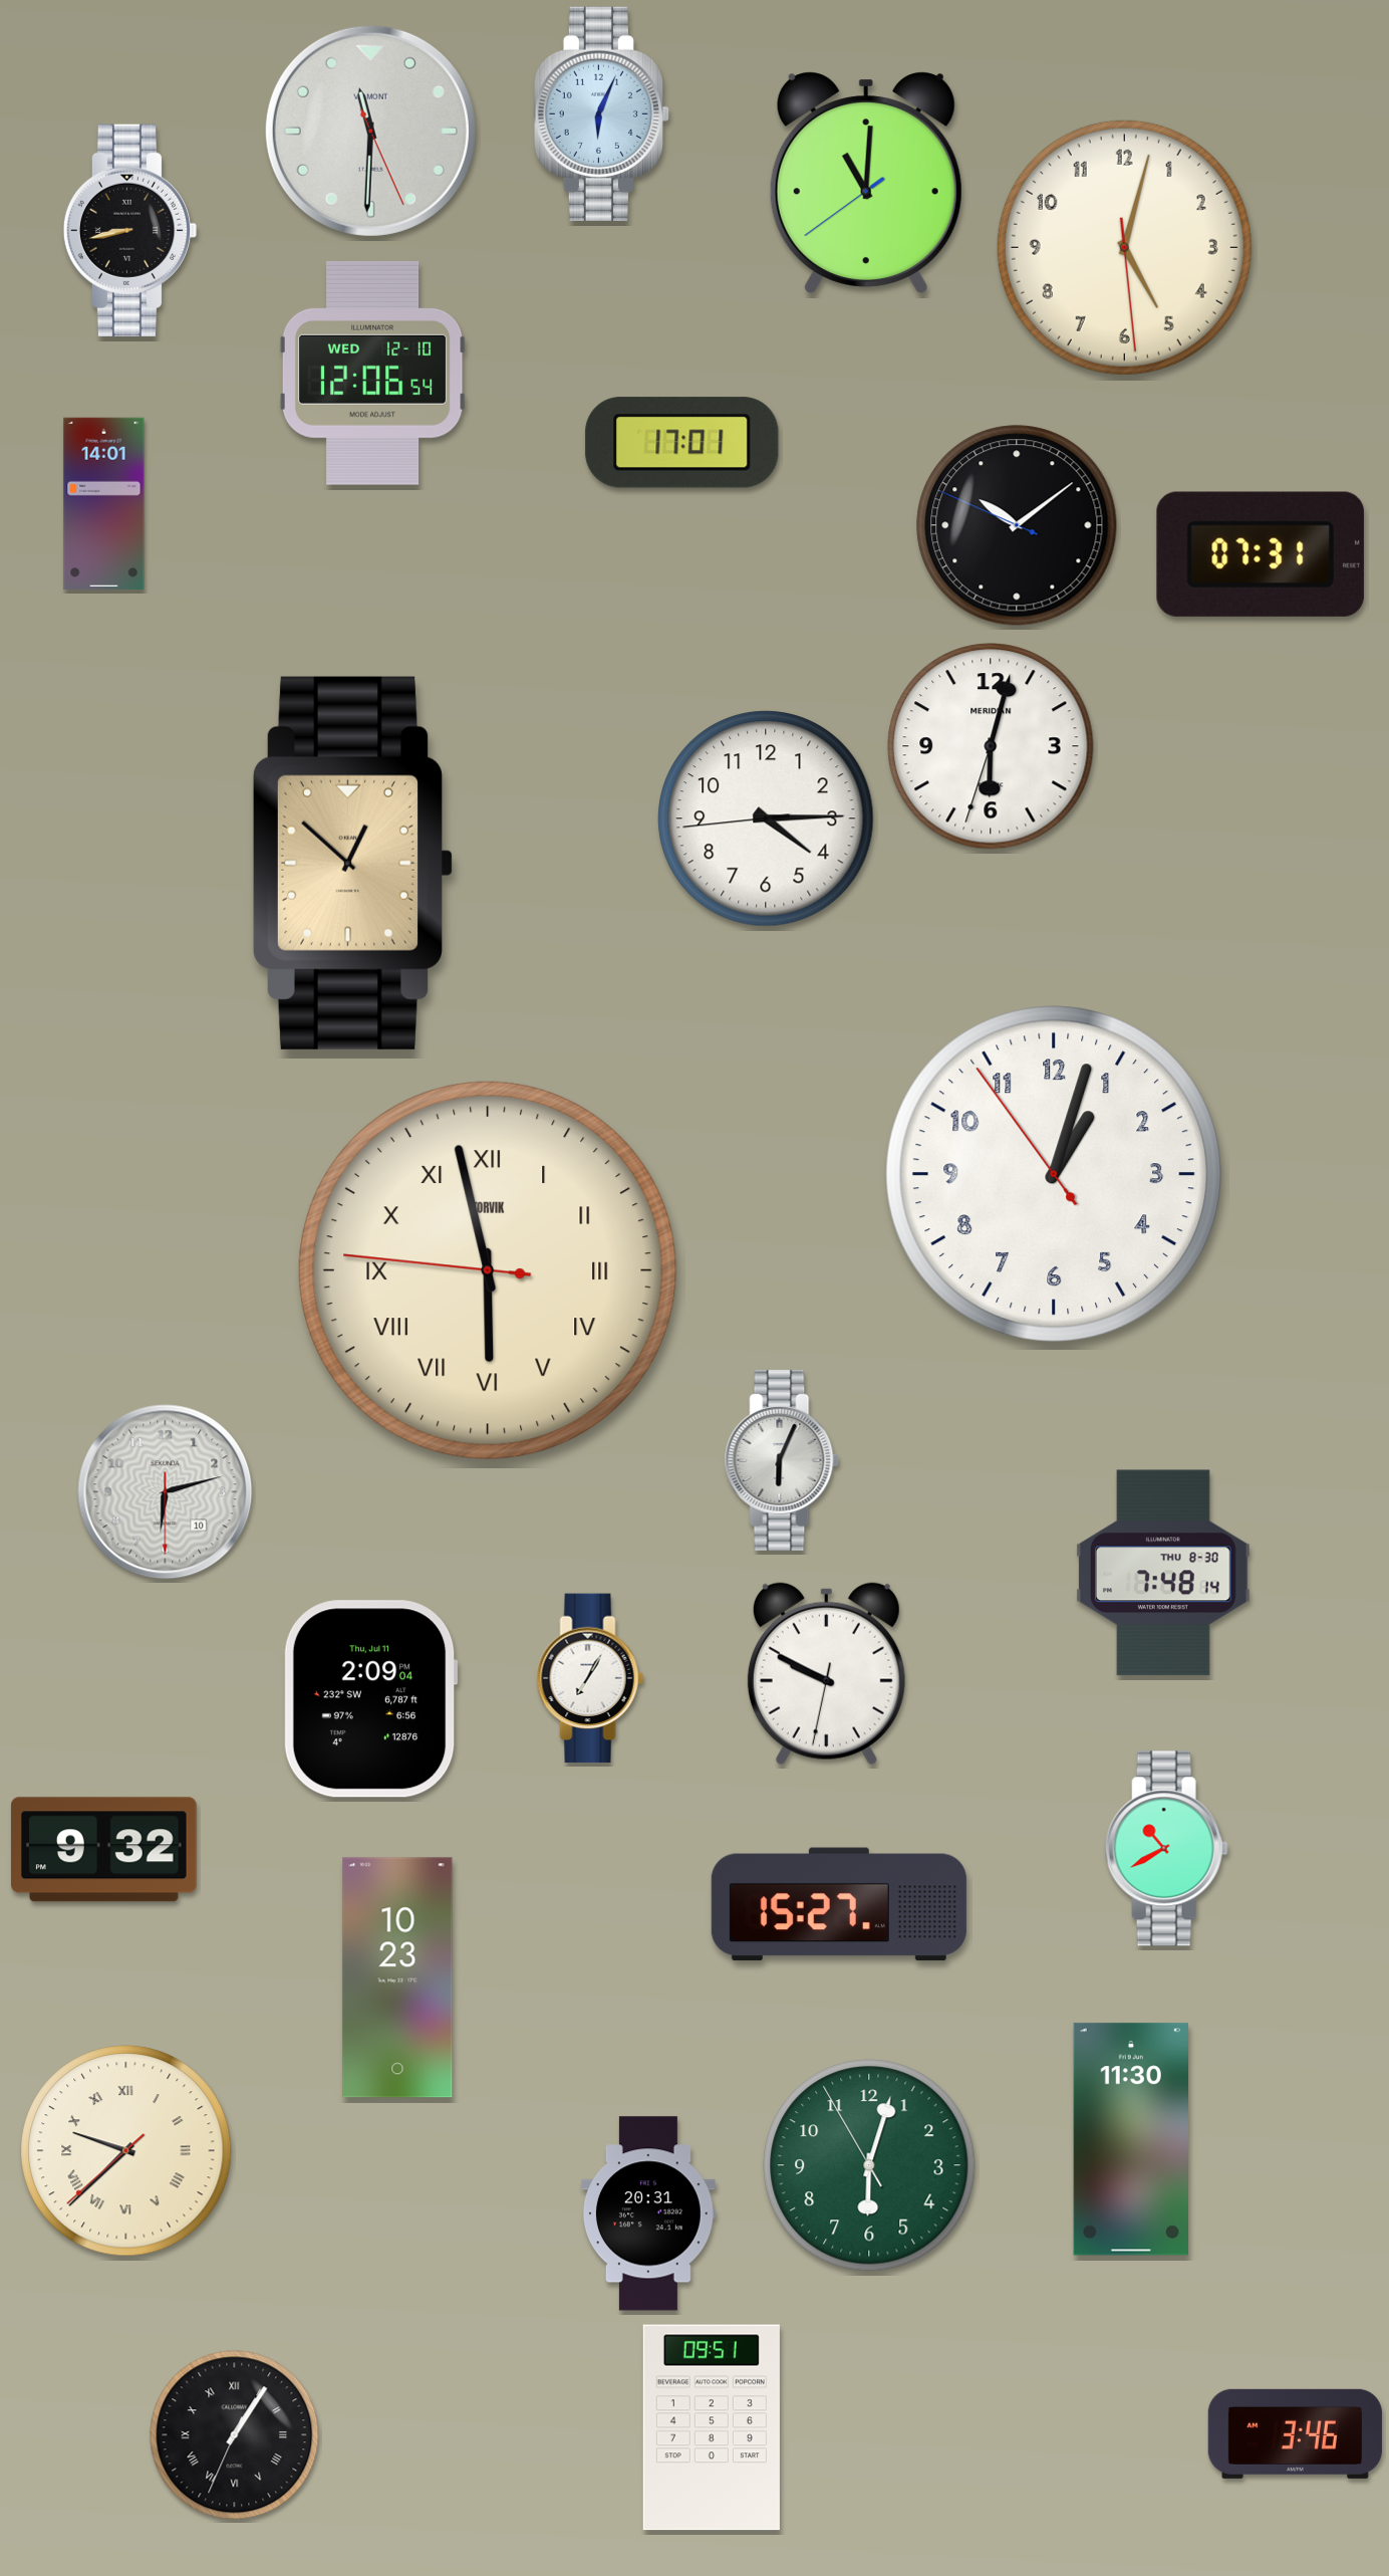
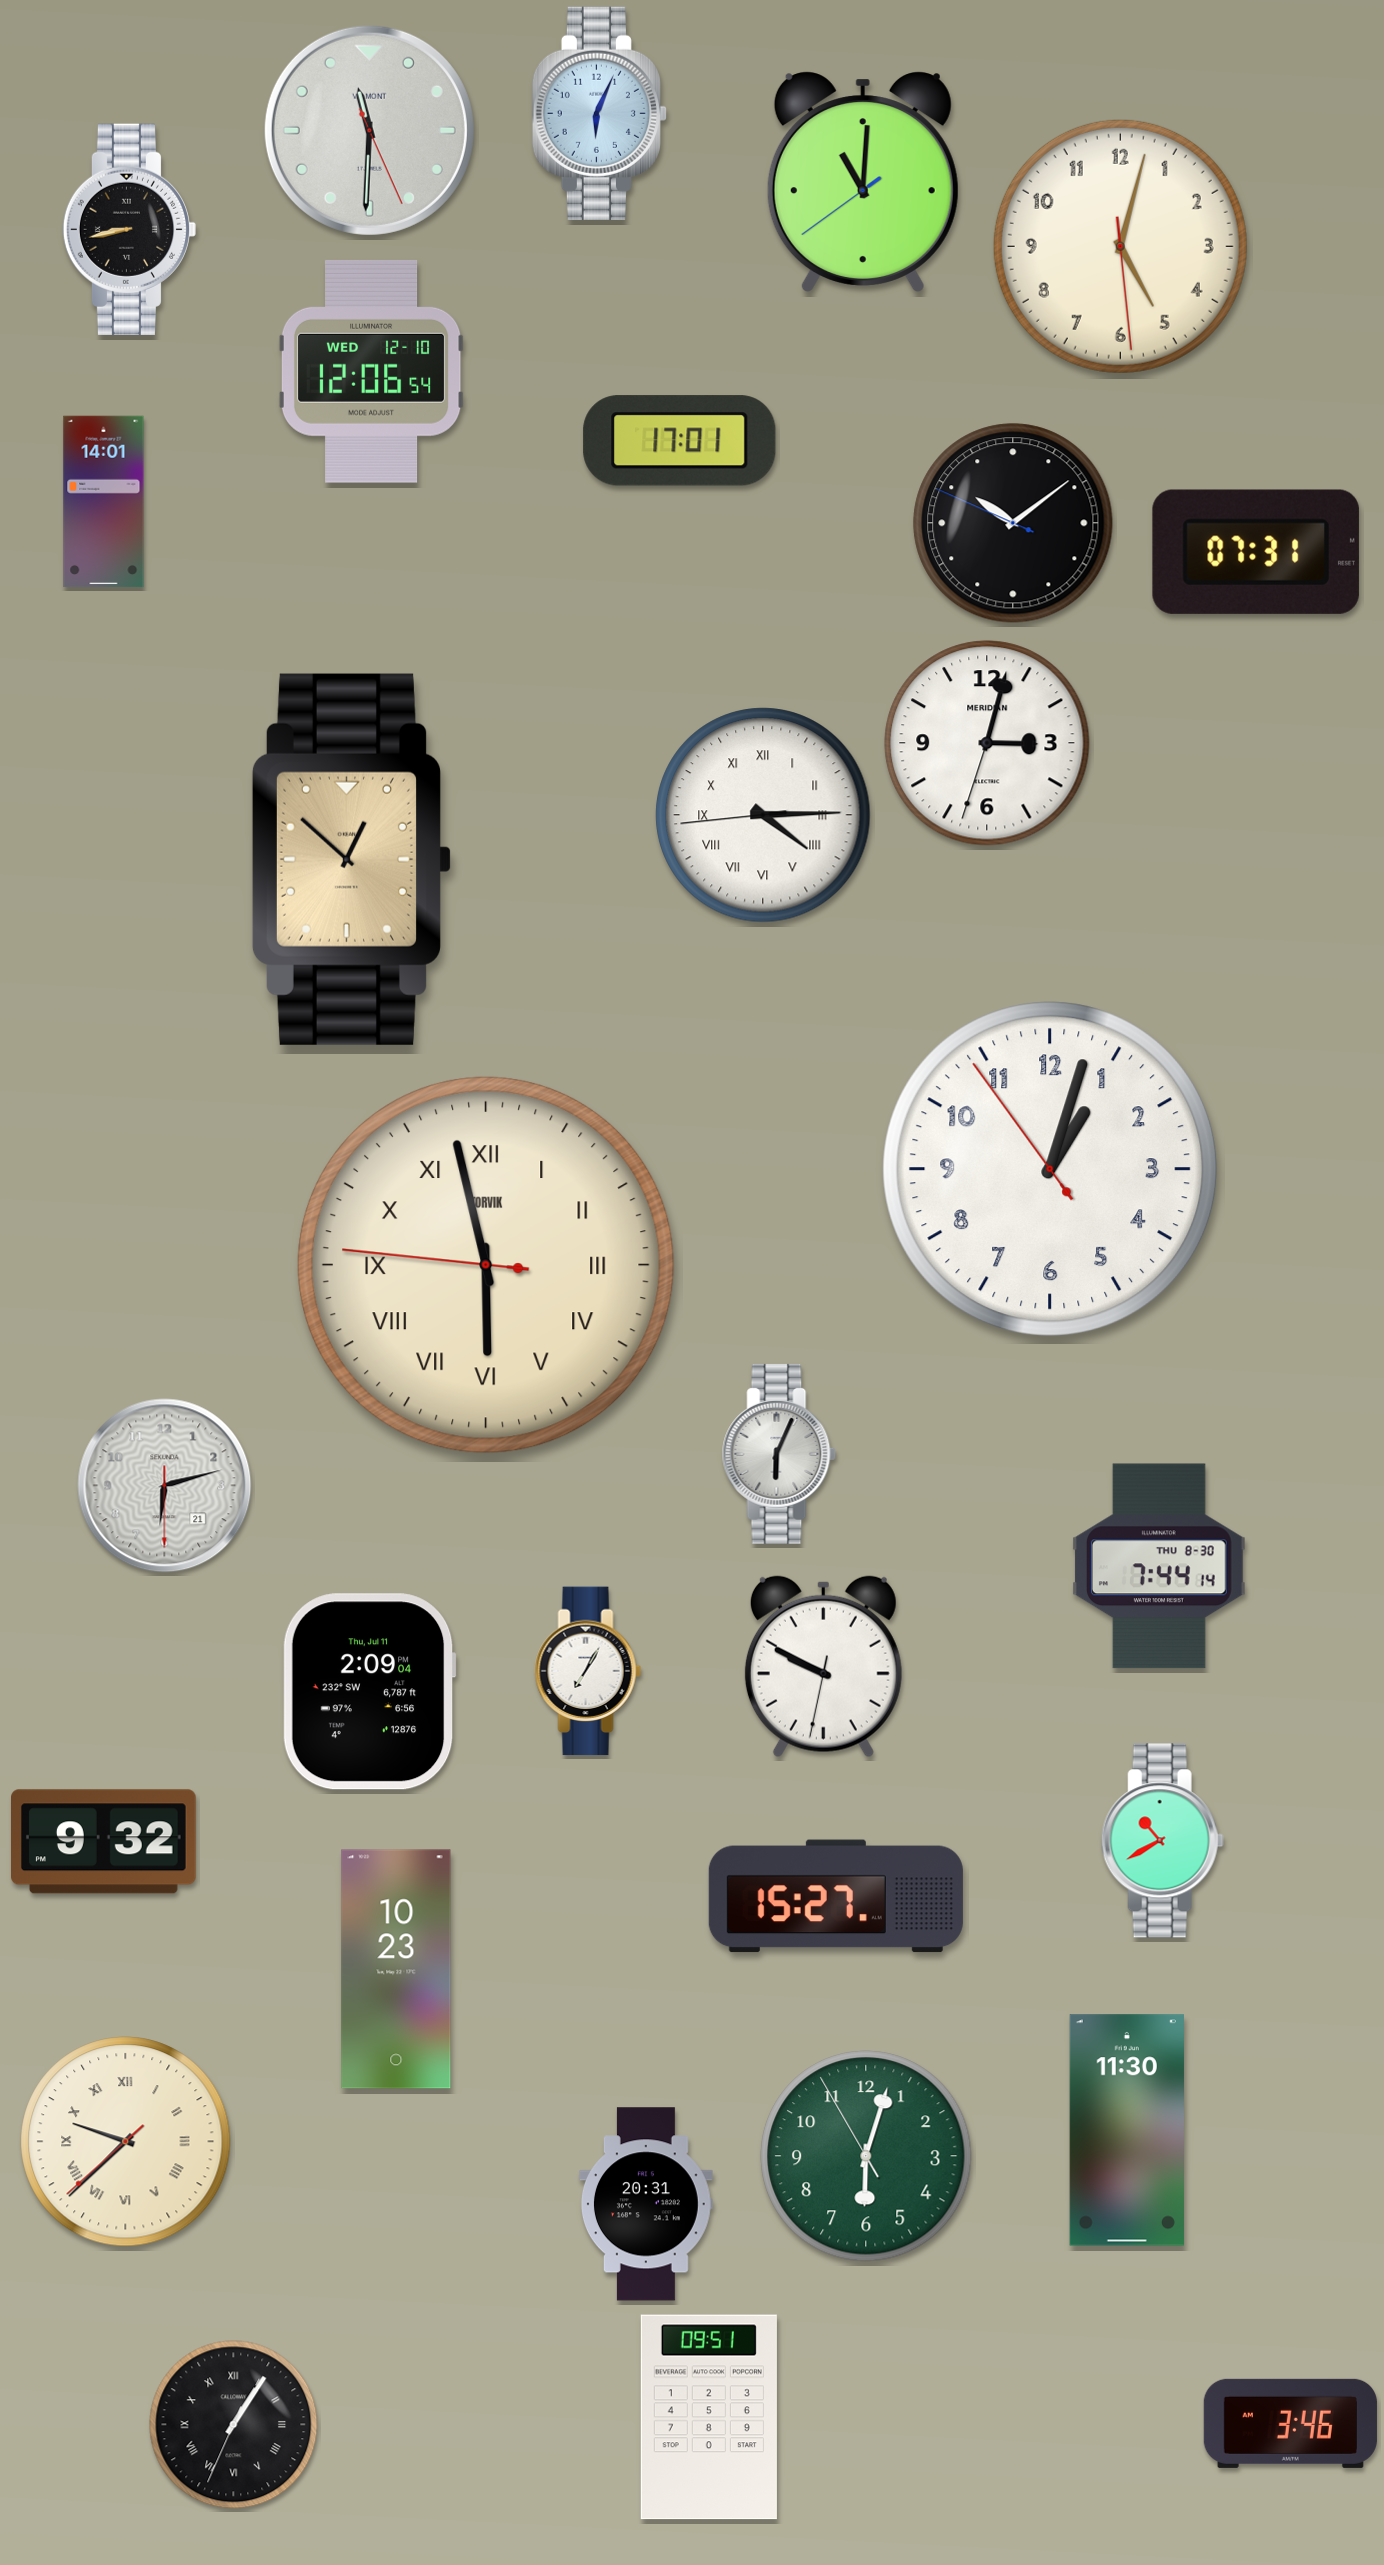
clock at (991, 746): 6:02 -> 3:02
clock at (766, 818) numerals: Arabic -> Roman
clock at (166, 1492) date: 10 -> 21
clock at (1163, 1573): 7:48 -> 7:44
